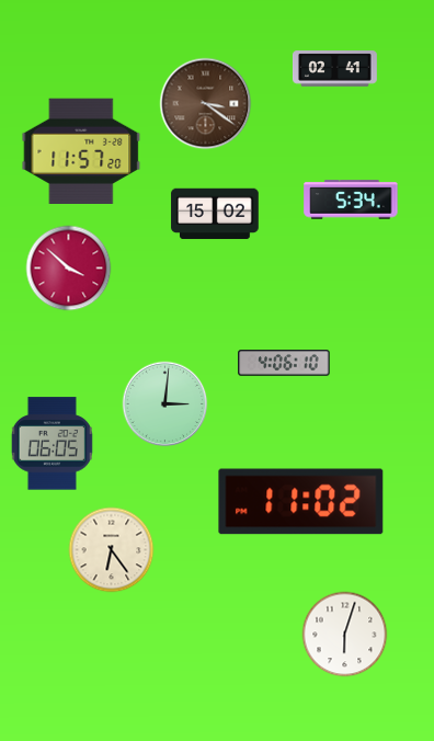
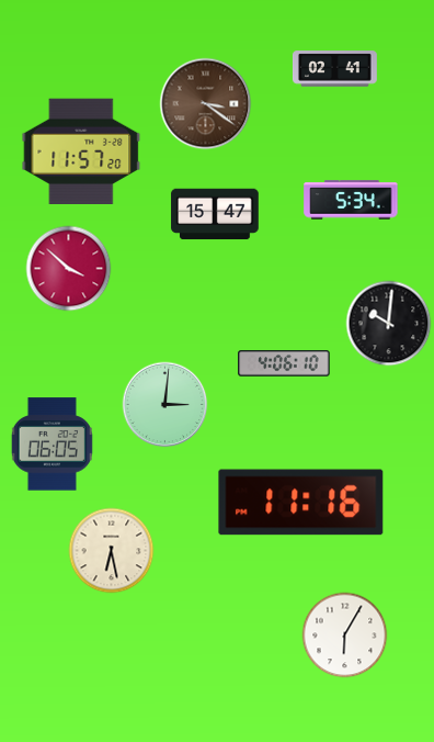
clock at (215, 214): 15:02 -> 15:47
clock at (388, 323): none -> 10:01
clock at (301, 502): 11:02 -> 11:16
clock at (111, 549): 6:24 -> 6:28
clock at (344, 634): 6:03 -> 6:05
